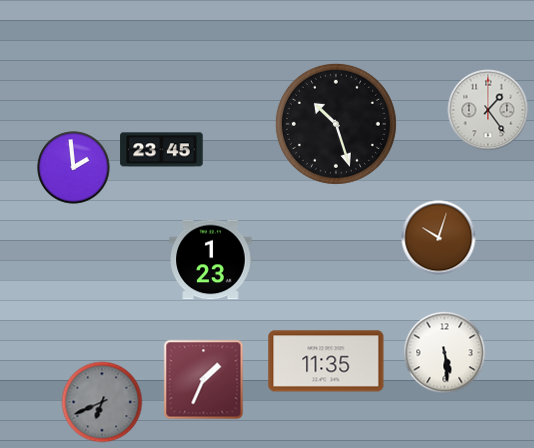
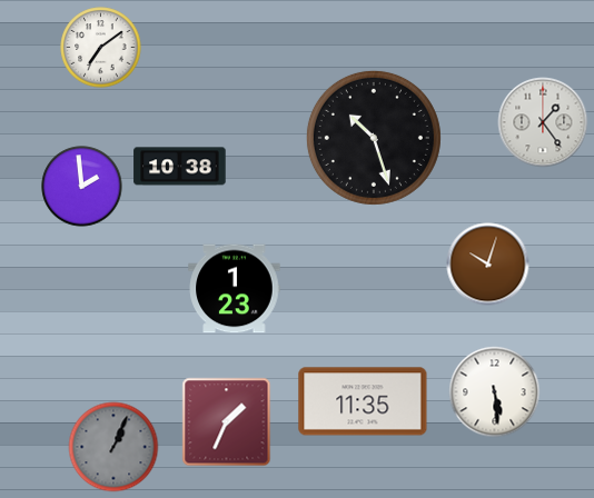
clock at (101, 48): none -> 7:09
clock at (162, 150): 23:45 -> 10:38
clock at (102, 402): 6:41 -> 1:04
